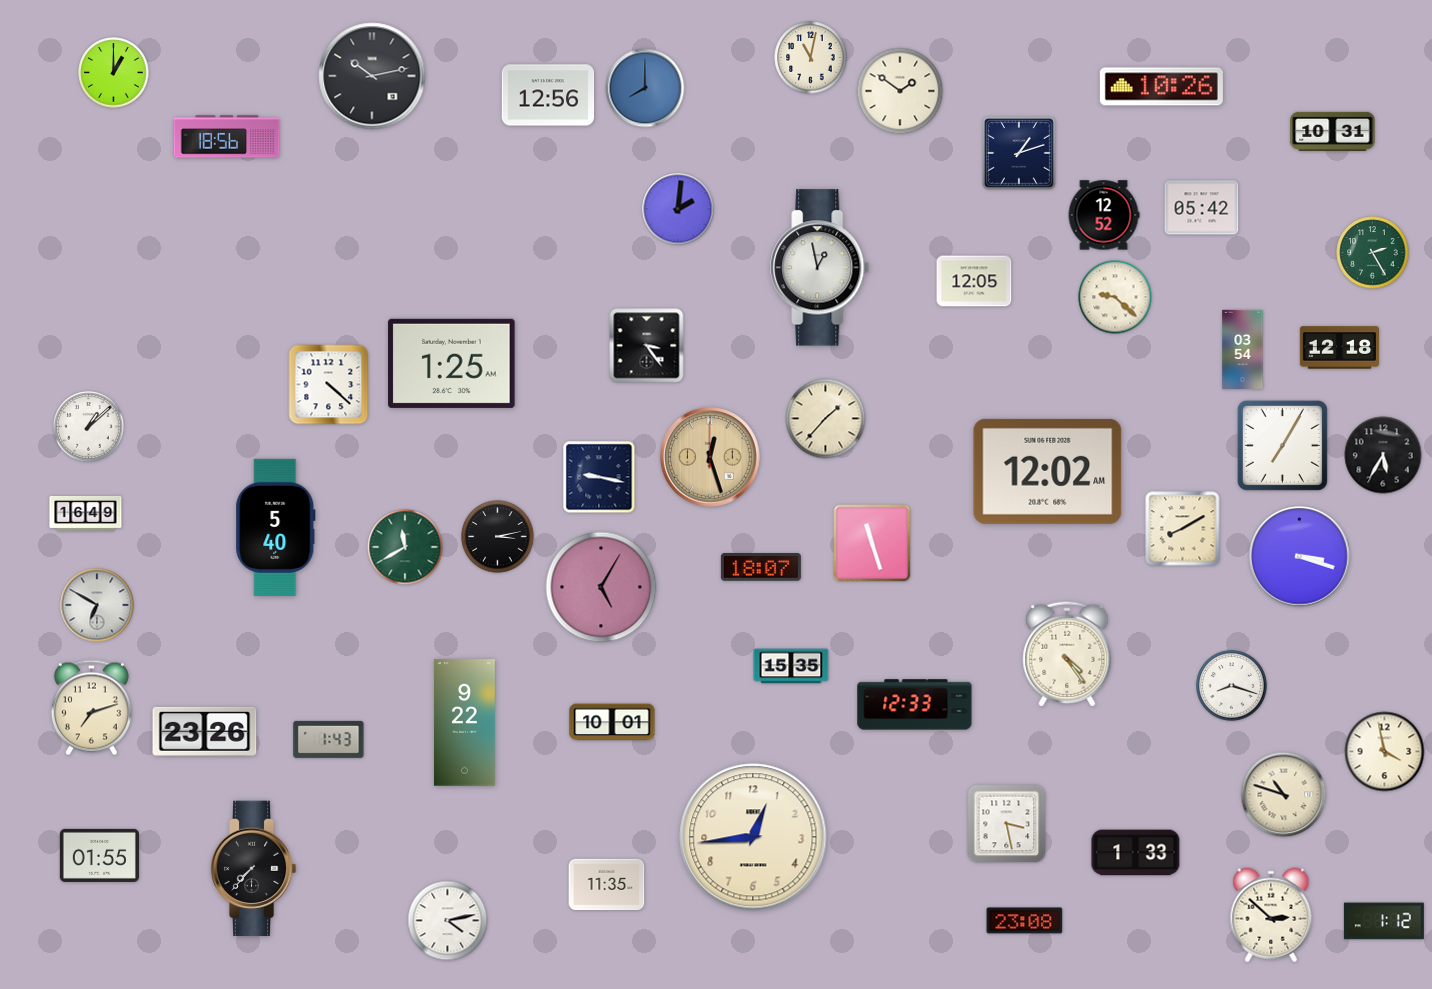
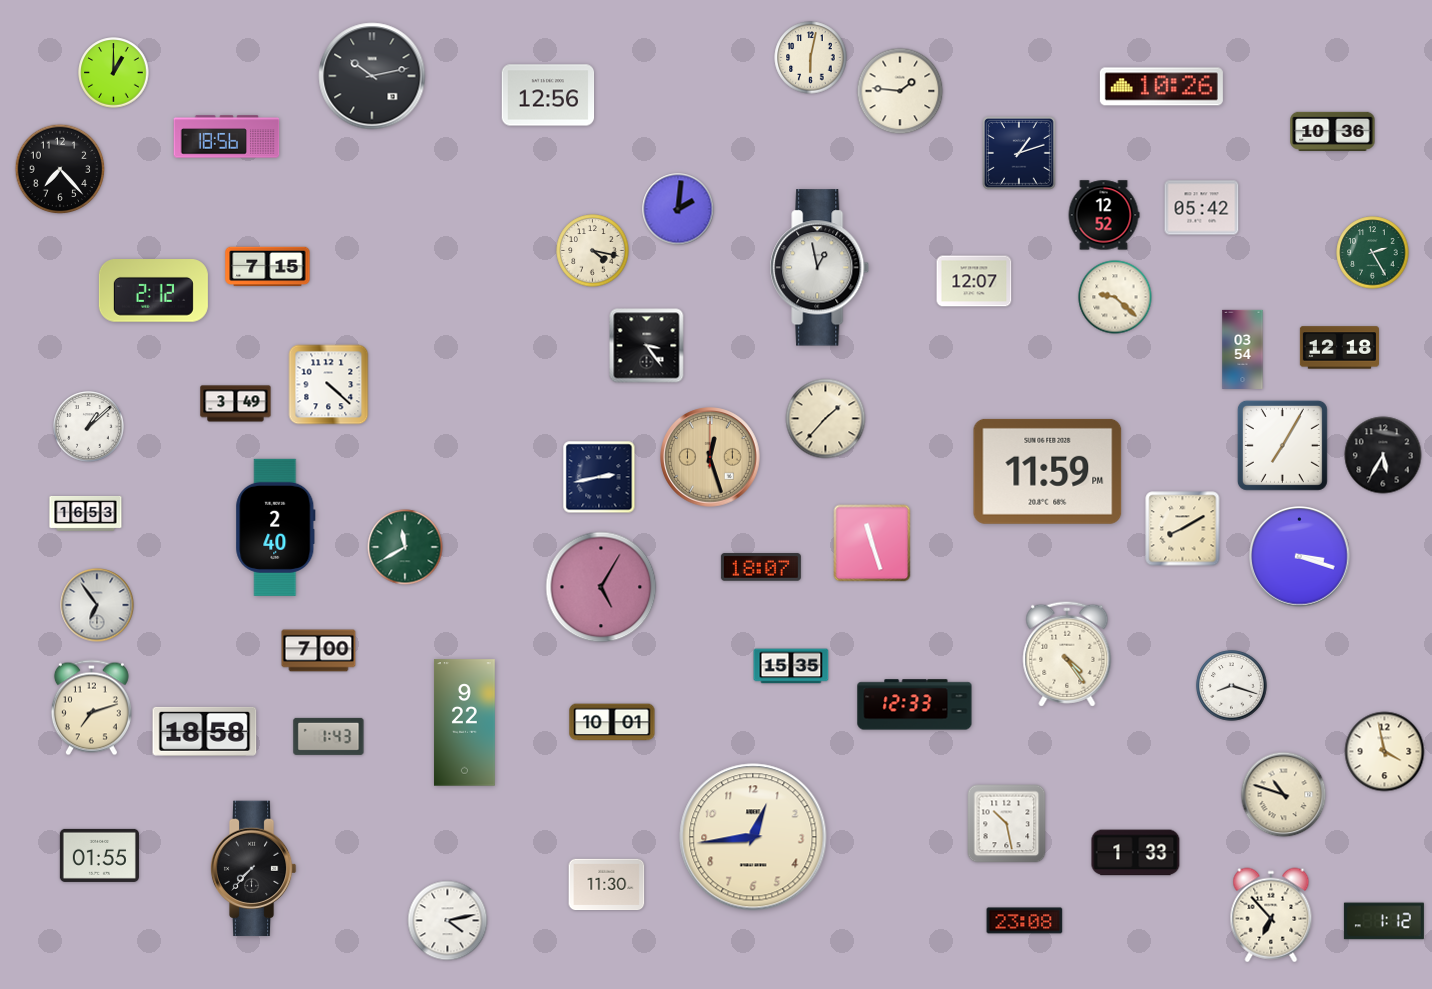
clock at (811, 58): 11:02 -> 6:02
clock at (645, 88): 8:00 -> none
clock at (900, 91): 1:51 -> 1:46
clock at (1333, 131): 10:31 -> 10:36
clock at (60, 169): none -> 7:23
clock at (593, 251): none -> 4:17
clock at (268, 267): none -> 7:15
clock at (974, 281): 12:05 -> 12:07
clock at (153, 291): none -> 2:12
clock at (452, 363): 1:25 -> none
clock at (236, 404): none -> 3:49
clock at (1048, 471): 12:02 -> 11:59
clock at (599, 477): 9:17 -> 2:43
clock at (86, 513): 16:49 -> 16:53
clock at (276, 527): 5:40 -> 2:40
clock at (498, 537): 3:13 -> none
clock at (97, 605): 6:50 -> 6:54
clock at (319, 651): none -> 7:00
clock at (205, 731): 23:26 -> 18:58
clock at (329, 739) position: (329, 739) -> (329, 736)
clock at (1007, 824): 3:28 -> 10:28
clock at (607, 885): 11:35 -> 11:30
clock at (1271, 915): 2:52 -> 6:53
